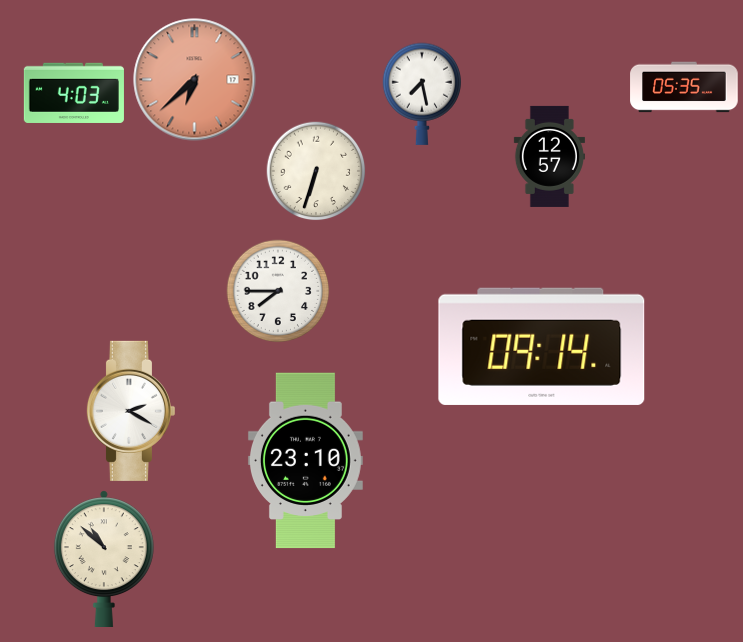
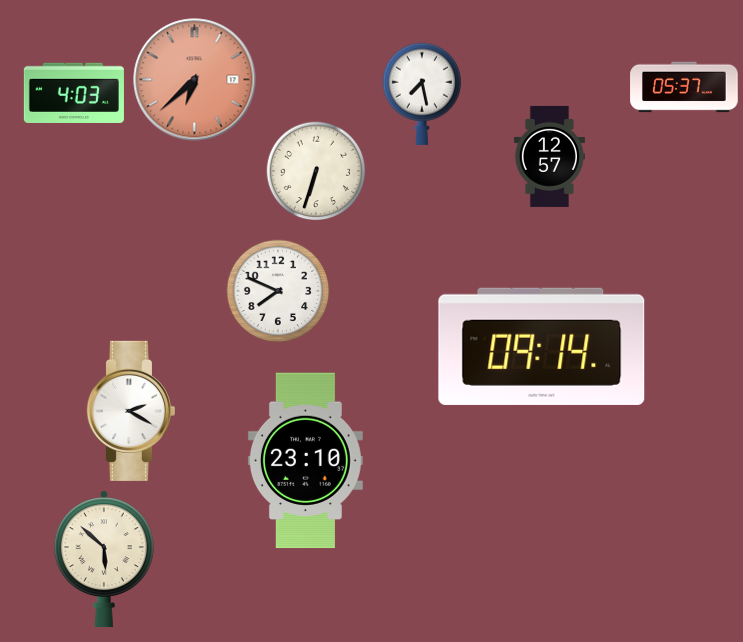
clock at (684, 87): 05:35 -> 05:37
clock at (278, 291): 7:45 -> 7:49
clock at (104, 558): 10:52 -> 5:52
